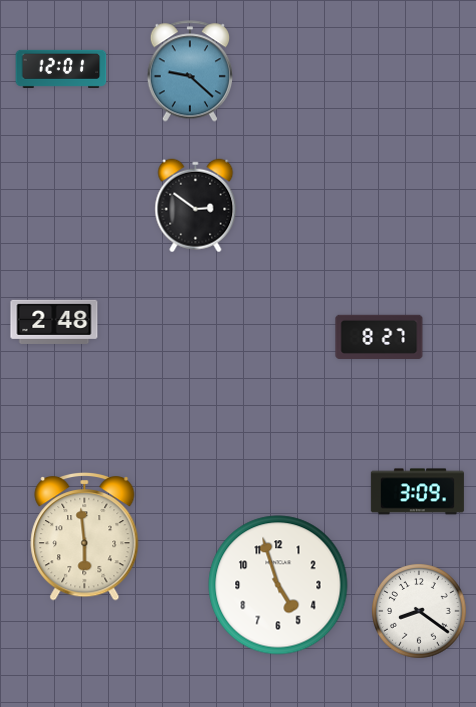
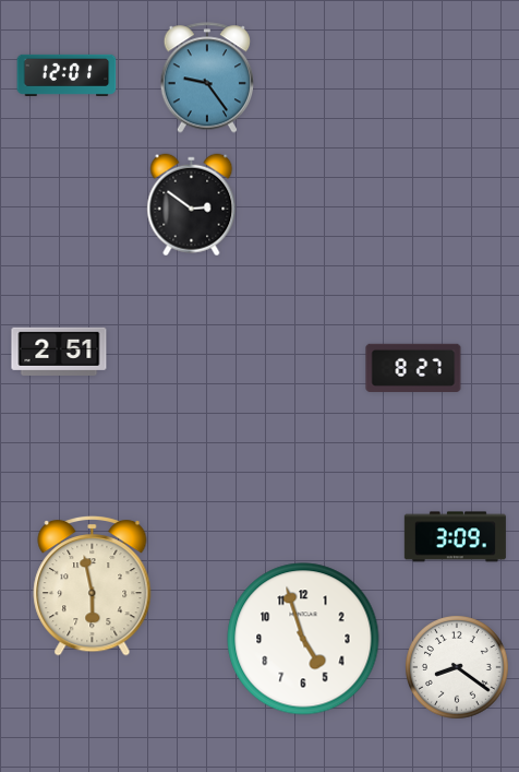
clock at (190, 71): 9:22 -> 9:24
clock at (196, 206) position: (196, 206) -> (192, 205)
clock at (54, 322): 2:48 -> 2:51
clock at (85, 537): 5:59 -> 5:58
